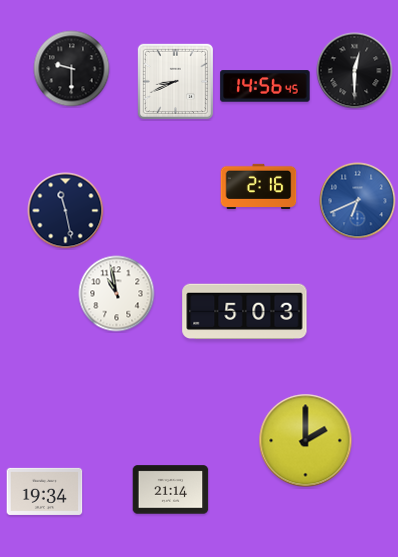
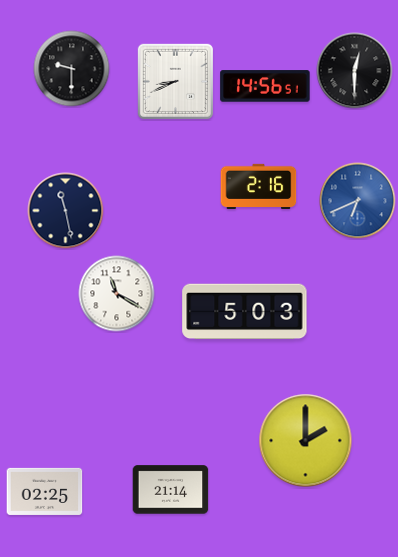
clock at (265, 86): 14:56:45 -> 14:56:51
clock at (117, 294): 10:58 -> 11:20
clock at (45, 491): 19:34 -> 02:25
